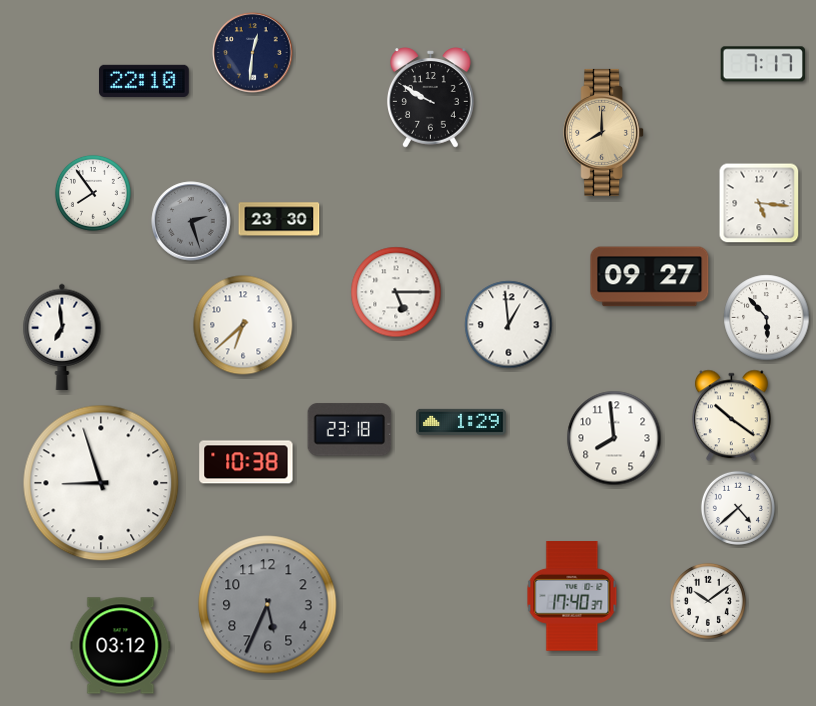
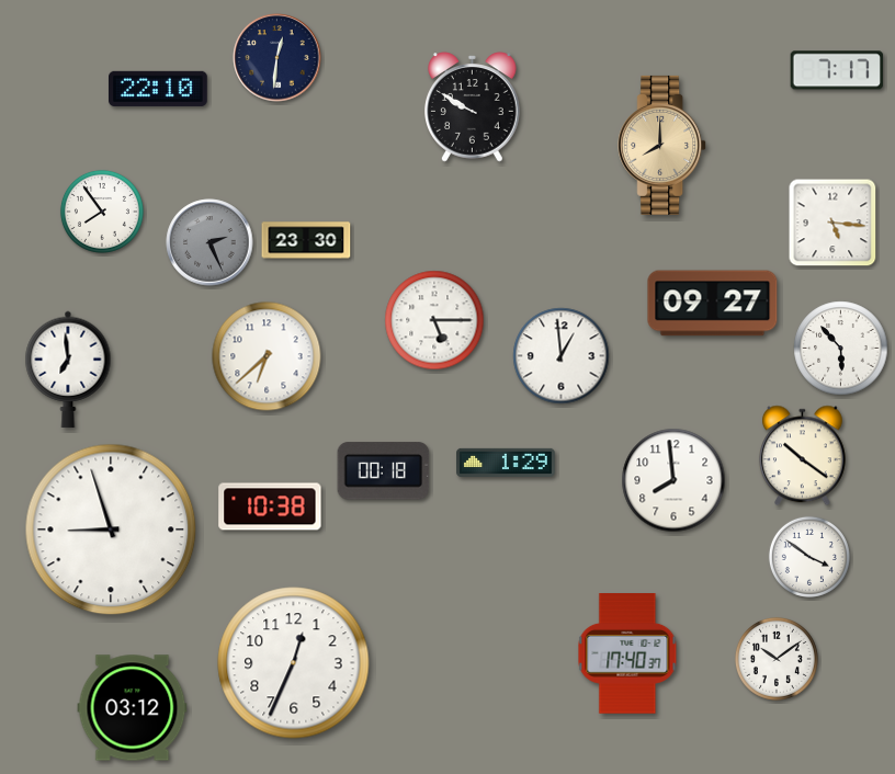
clock at (191, 221): 2:27 -> 2:26
clock at (509, 325) position: (509, 325) -> (562, 356)
clock at (350, 430): 23:18 -> 00:18
clock at (738, 508): 4:38 -> 3:51
clock at (268, 605): 5:34 -> 12:34
clock at (268, 605) dial: grey -> white
